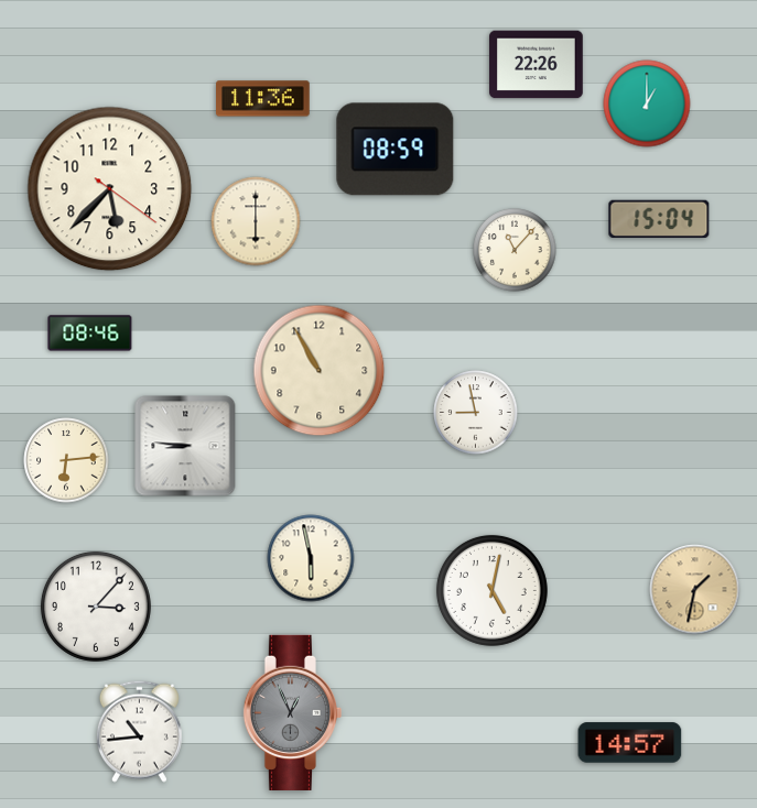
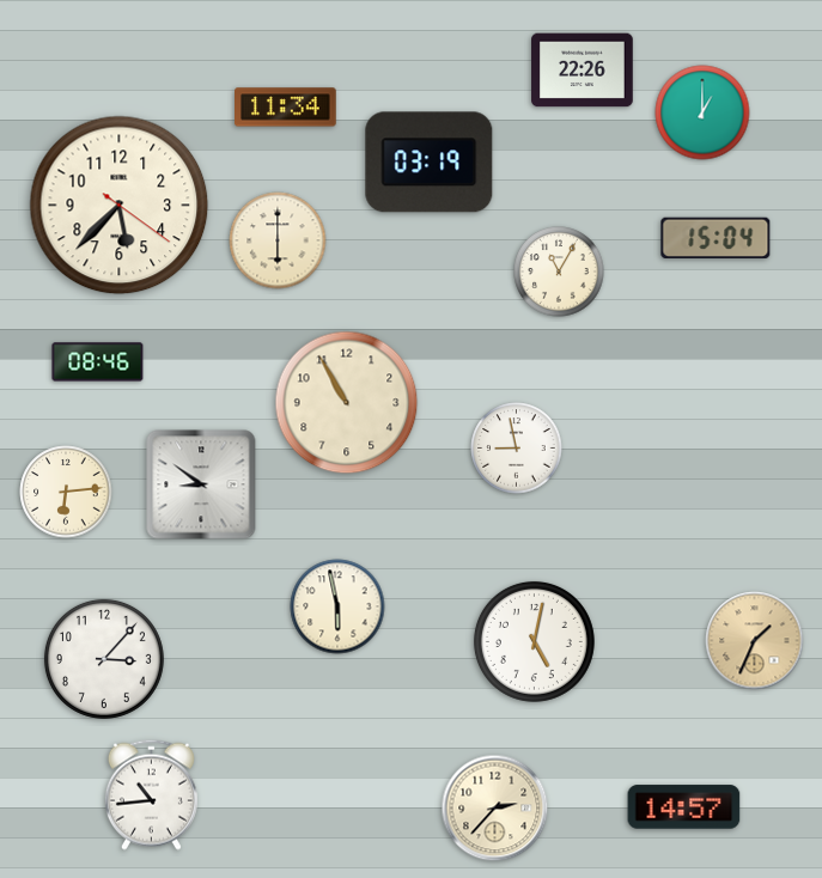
clock at (263, 99): 11:36 -> 11:34
clock at (396, 150): 08:59 -> 03:19
clock at (515, 250): 11:07 -> 11:05
clock at (185, 446): 8:46 -> 8:51
clock at (66, 460) position: (66, 460) -> (66, 492)
clock at (695, 590): 1:32 -> 1:34
clock at (292, 712): 12:56 -> none
clock at (495, 809): none -> 2:37
